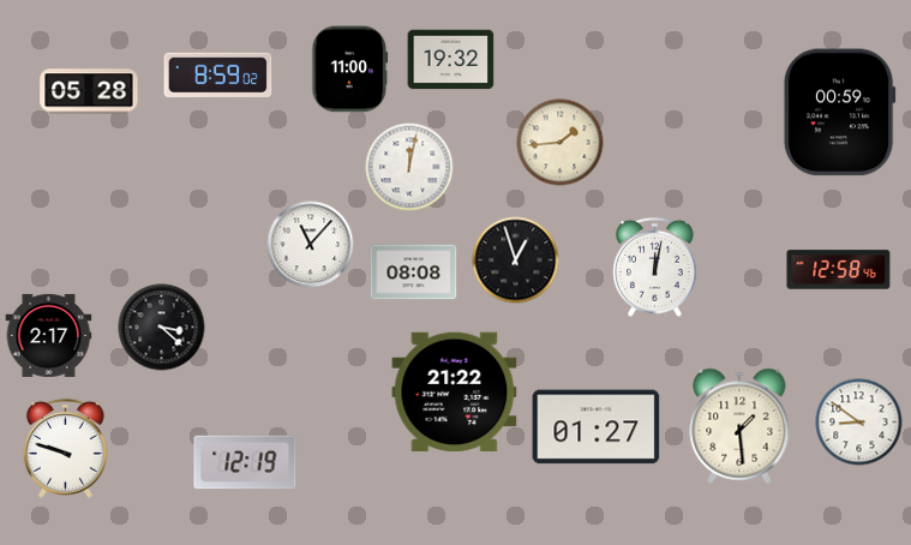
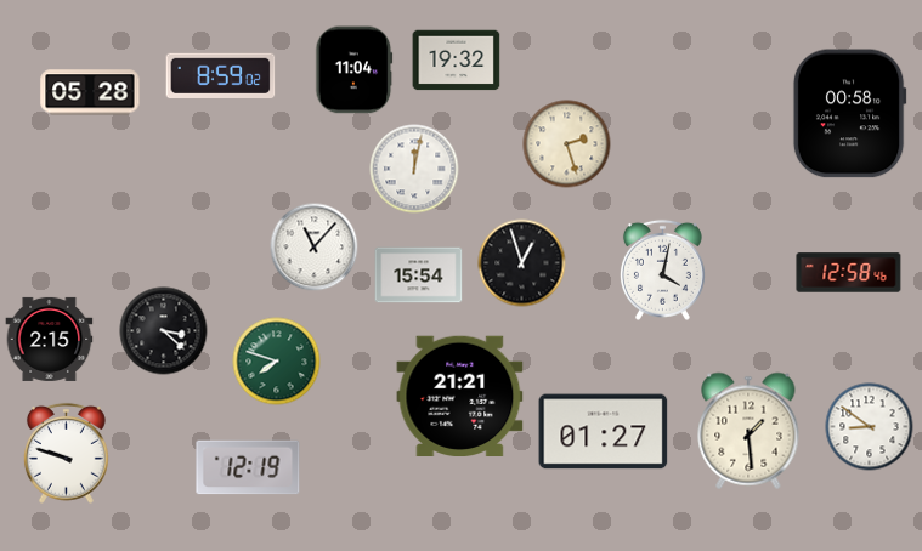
clock at (350, 70): 11:00 -> 11:04
clock at (839, 113): 00:59 -> 00:58
clock at (561, 143): 1:44 -> 2:27
clock at (654, 266): 12:02 -> 4:02
clock at (414, 272): 08:08 -> 15:54
clock at (49, 335): 2:17 -> 2:15
clock at (277, 362): none -> 7:48
clock at (455, 391): 21:22 -> 21:21
